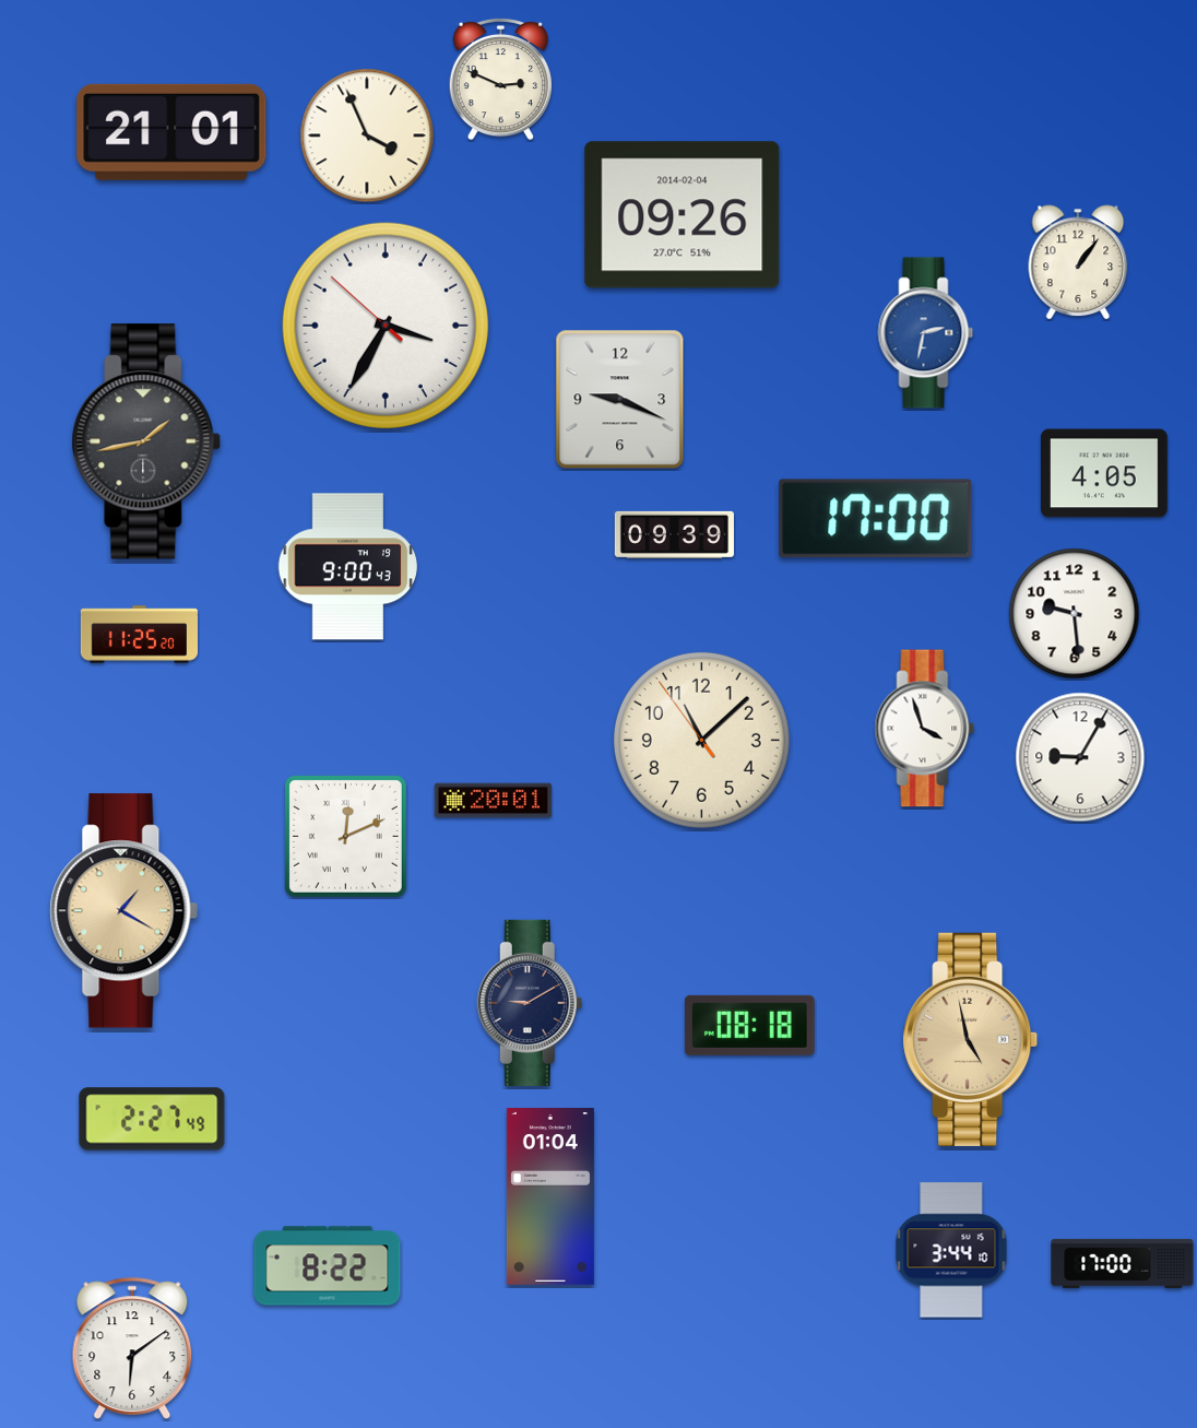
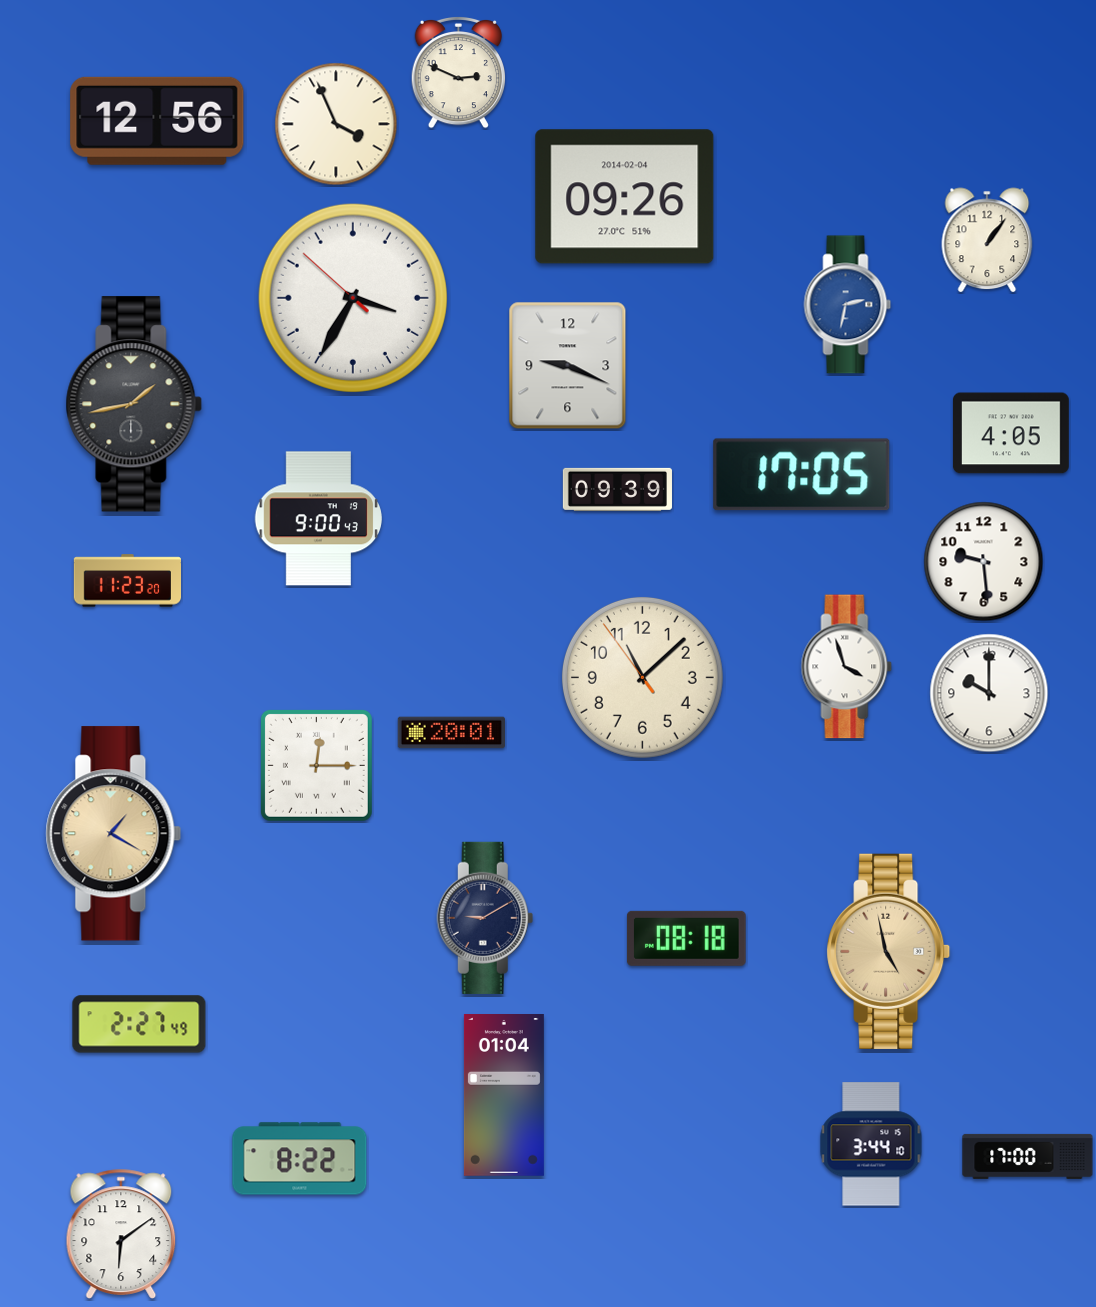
clock at (171, 132): 21:01 -> 12:56
clock at (876, 519): 17:00 -> 17:05
clock at (139, 635): 11:25 -> 11:23
clock at (1080, 757): 9:05 -> 10:00
clock at (345, 836): 12:11 -> 12:15
